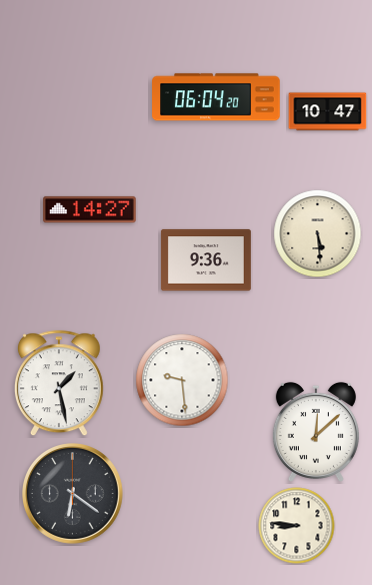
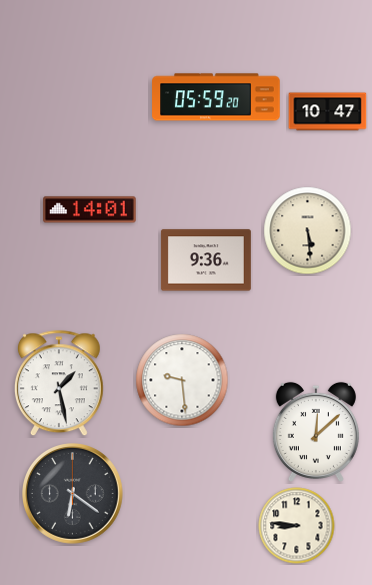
clock at (216, 97): 06:04 -> 05:59
clock at (90, 210): 14:27 -> 14:01
clock at (318, 234) position: (318, 234) -> (308, 231)
